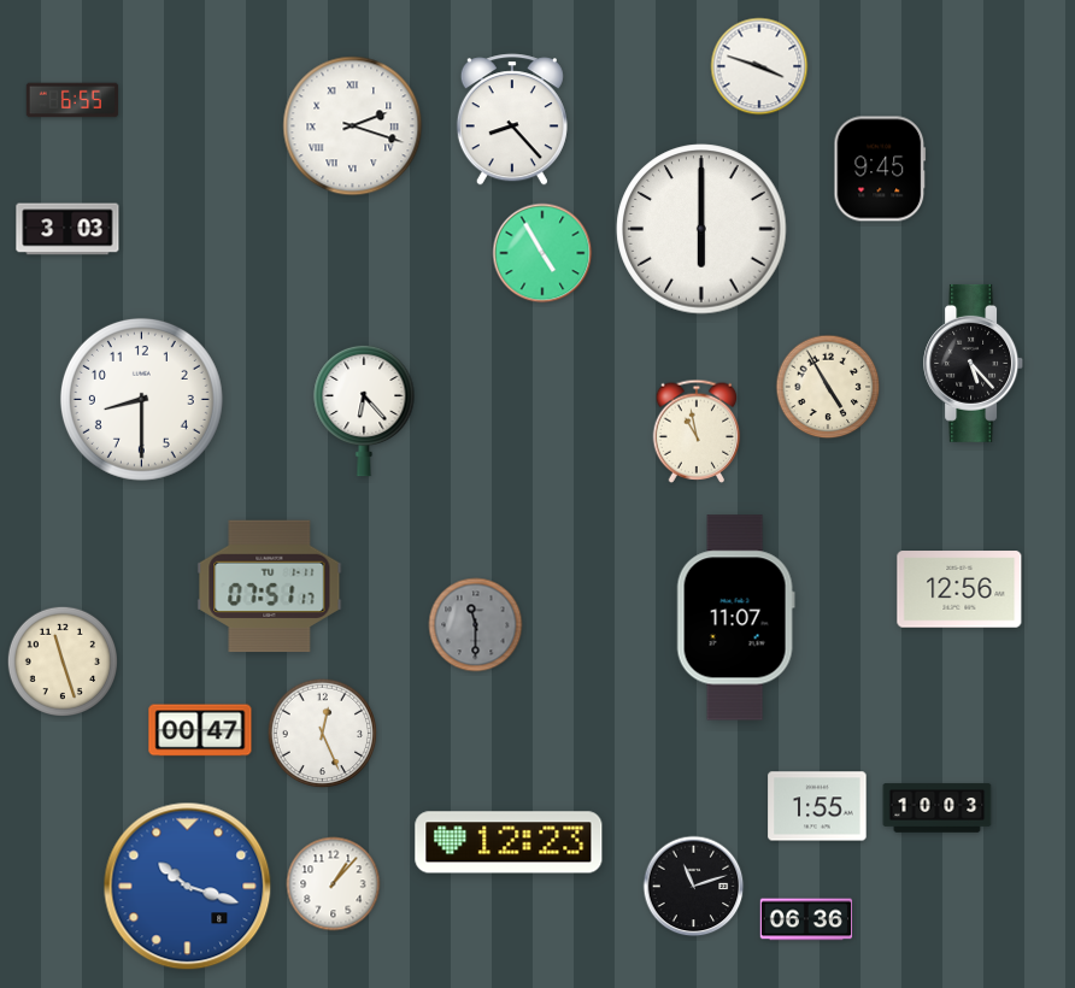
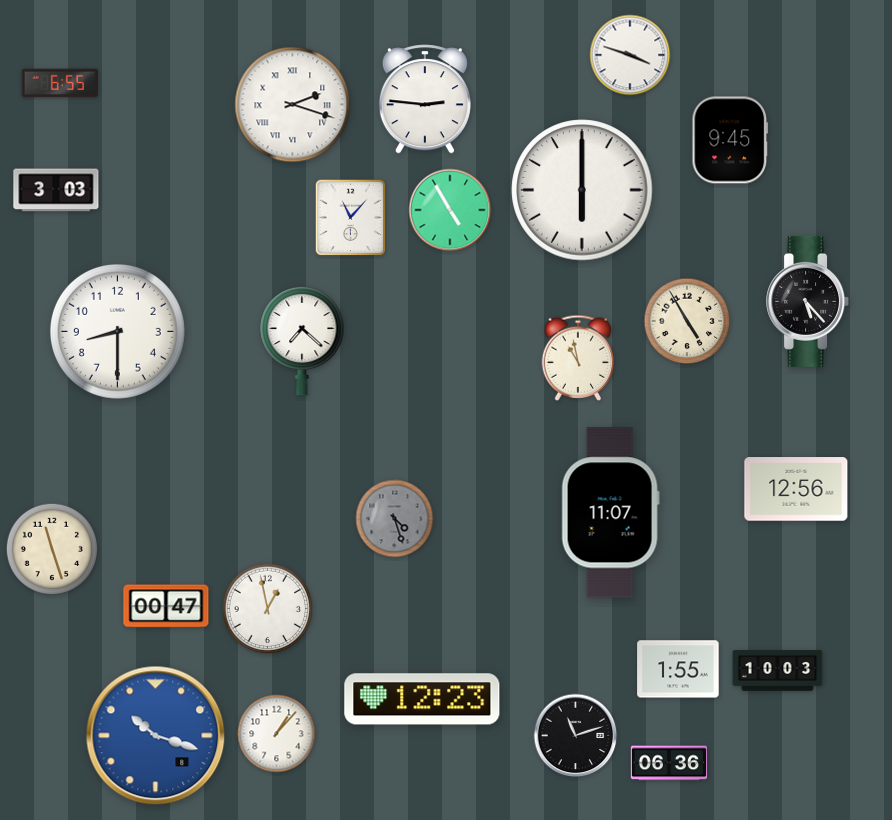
clock at (512, 119): 8:23 -> 2:46
clock at (351, 218): none -> 11:07
clock at (364, 411): 6:23 -> 7:22
clock at (270, 587): 07:51 -> none
clock at (476, 625): 11:30 -> 4:27
clock at (323, 734): 12:26 -> 12:58
